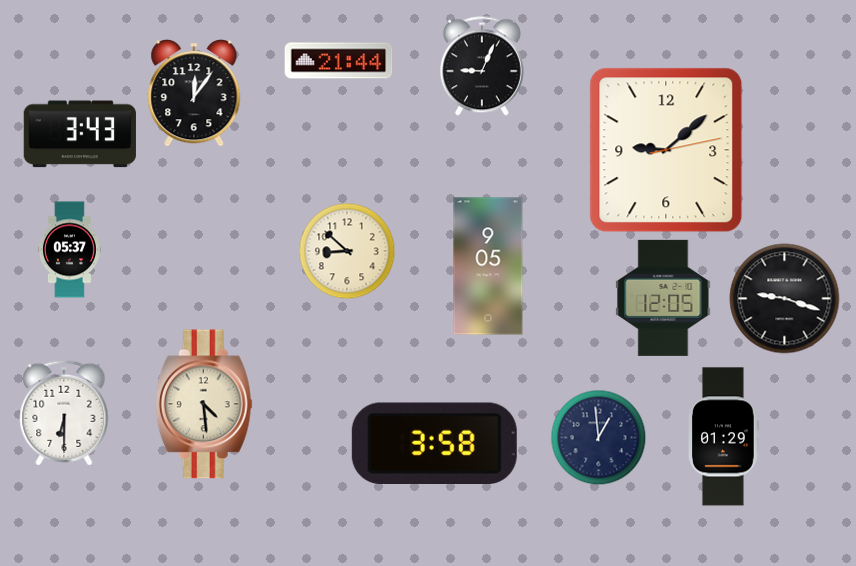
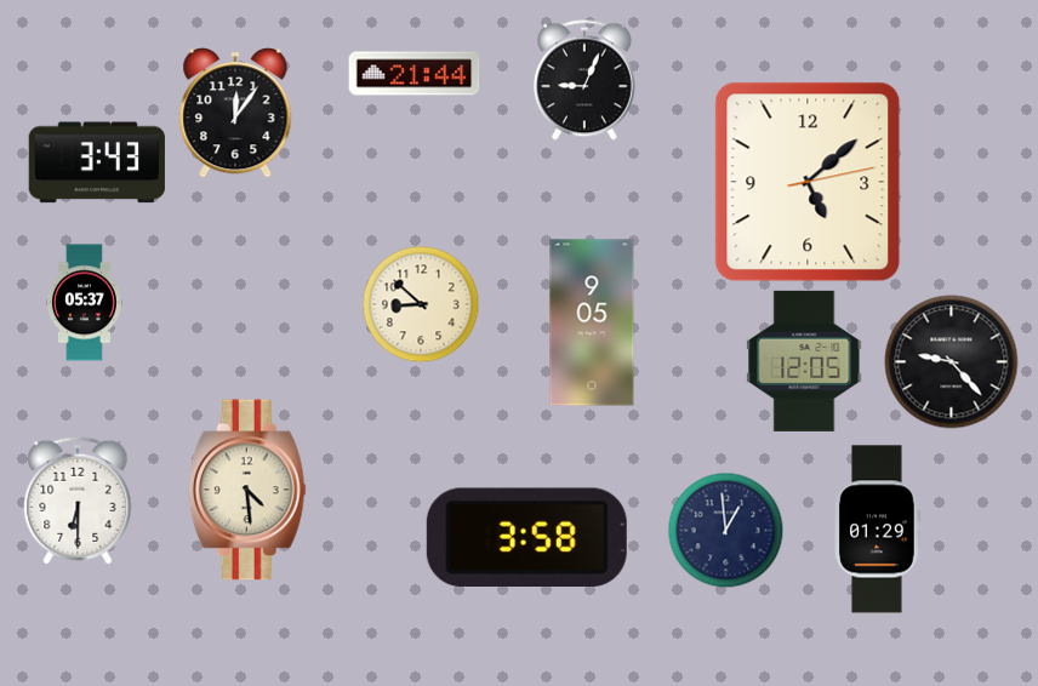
clock at (339, 61) position: (339, 61) -> (415, 74)
clock at (666, 150): 9:08 -> 5:08
clock at (785, 299): 9:18 -> 9:23
